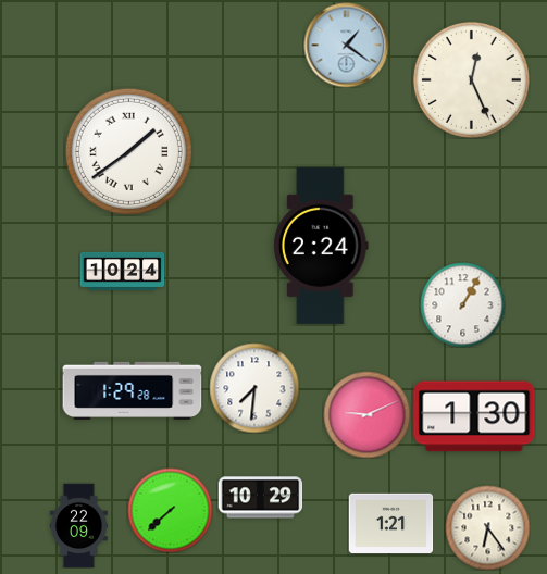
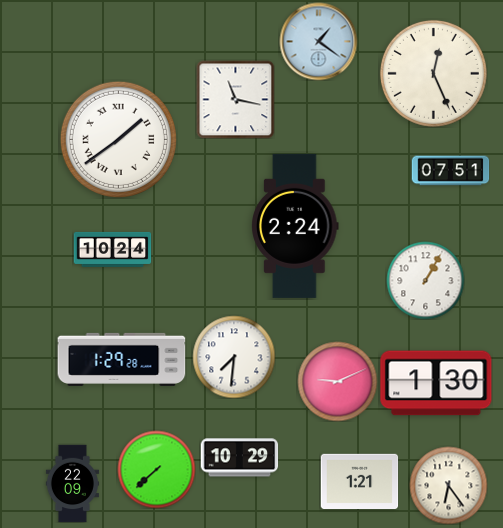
clock at (235, 99): none -> 11:17
clock at (450, 171): none -> 07:51
